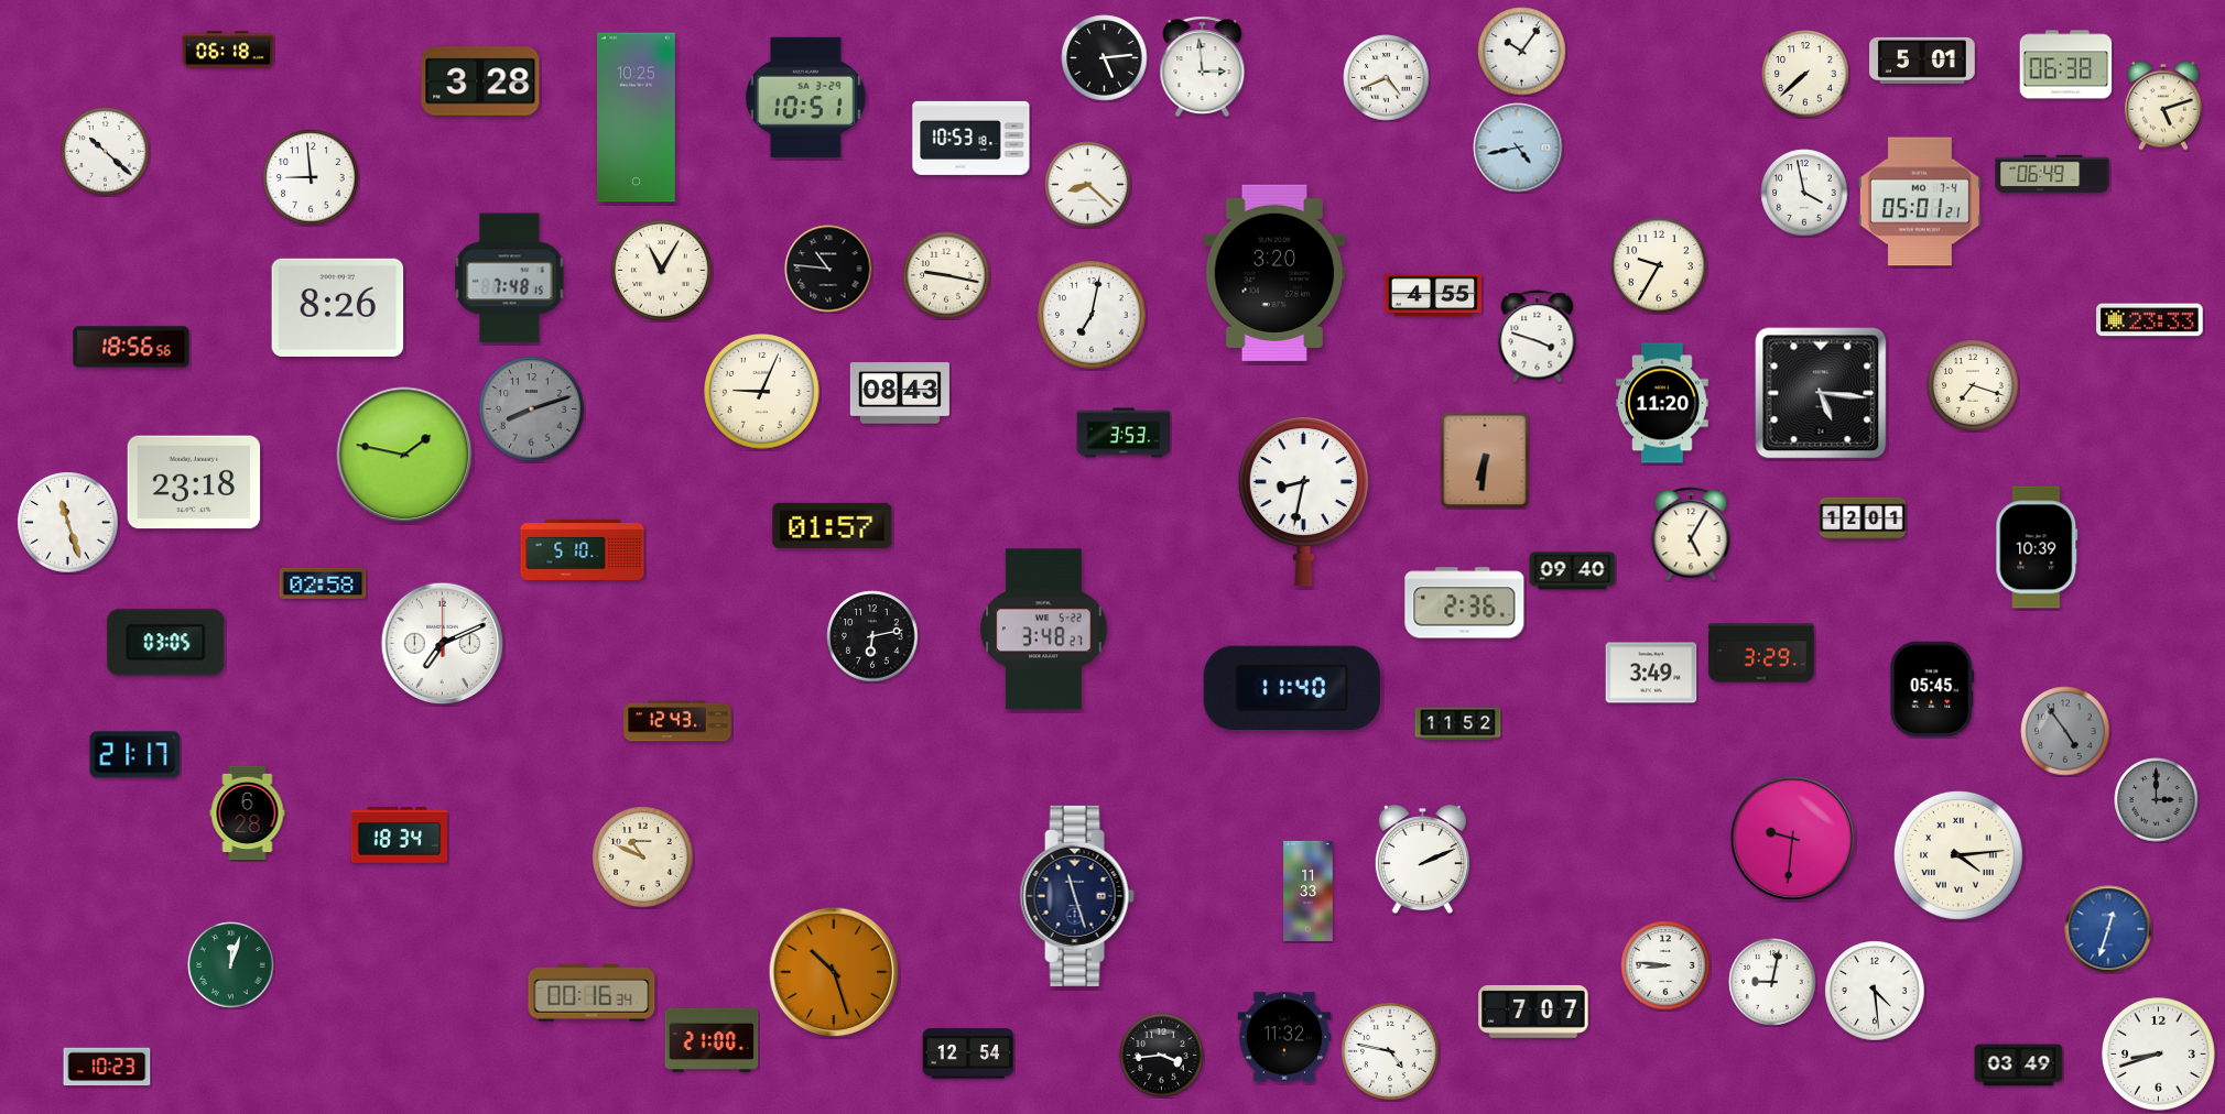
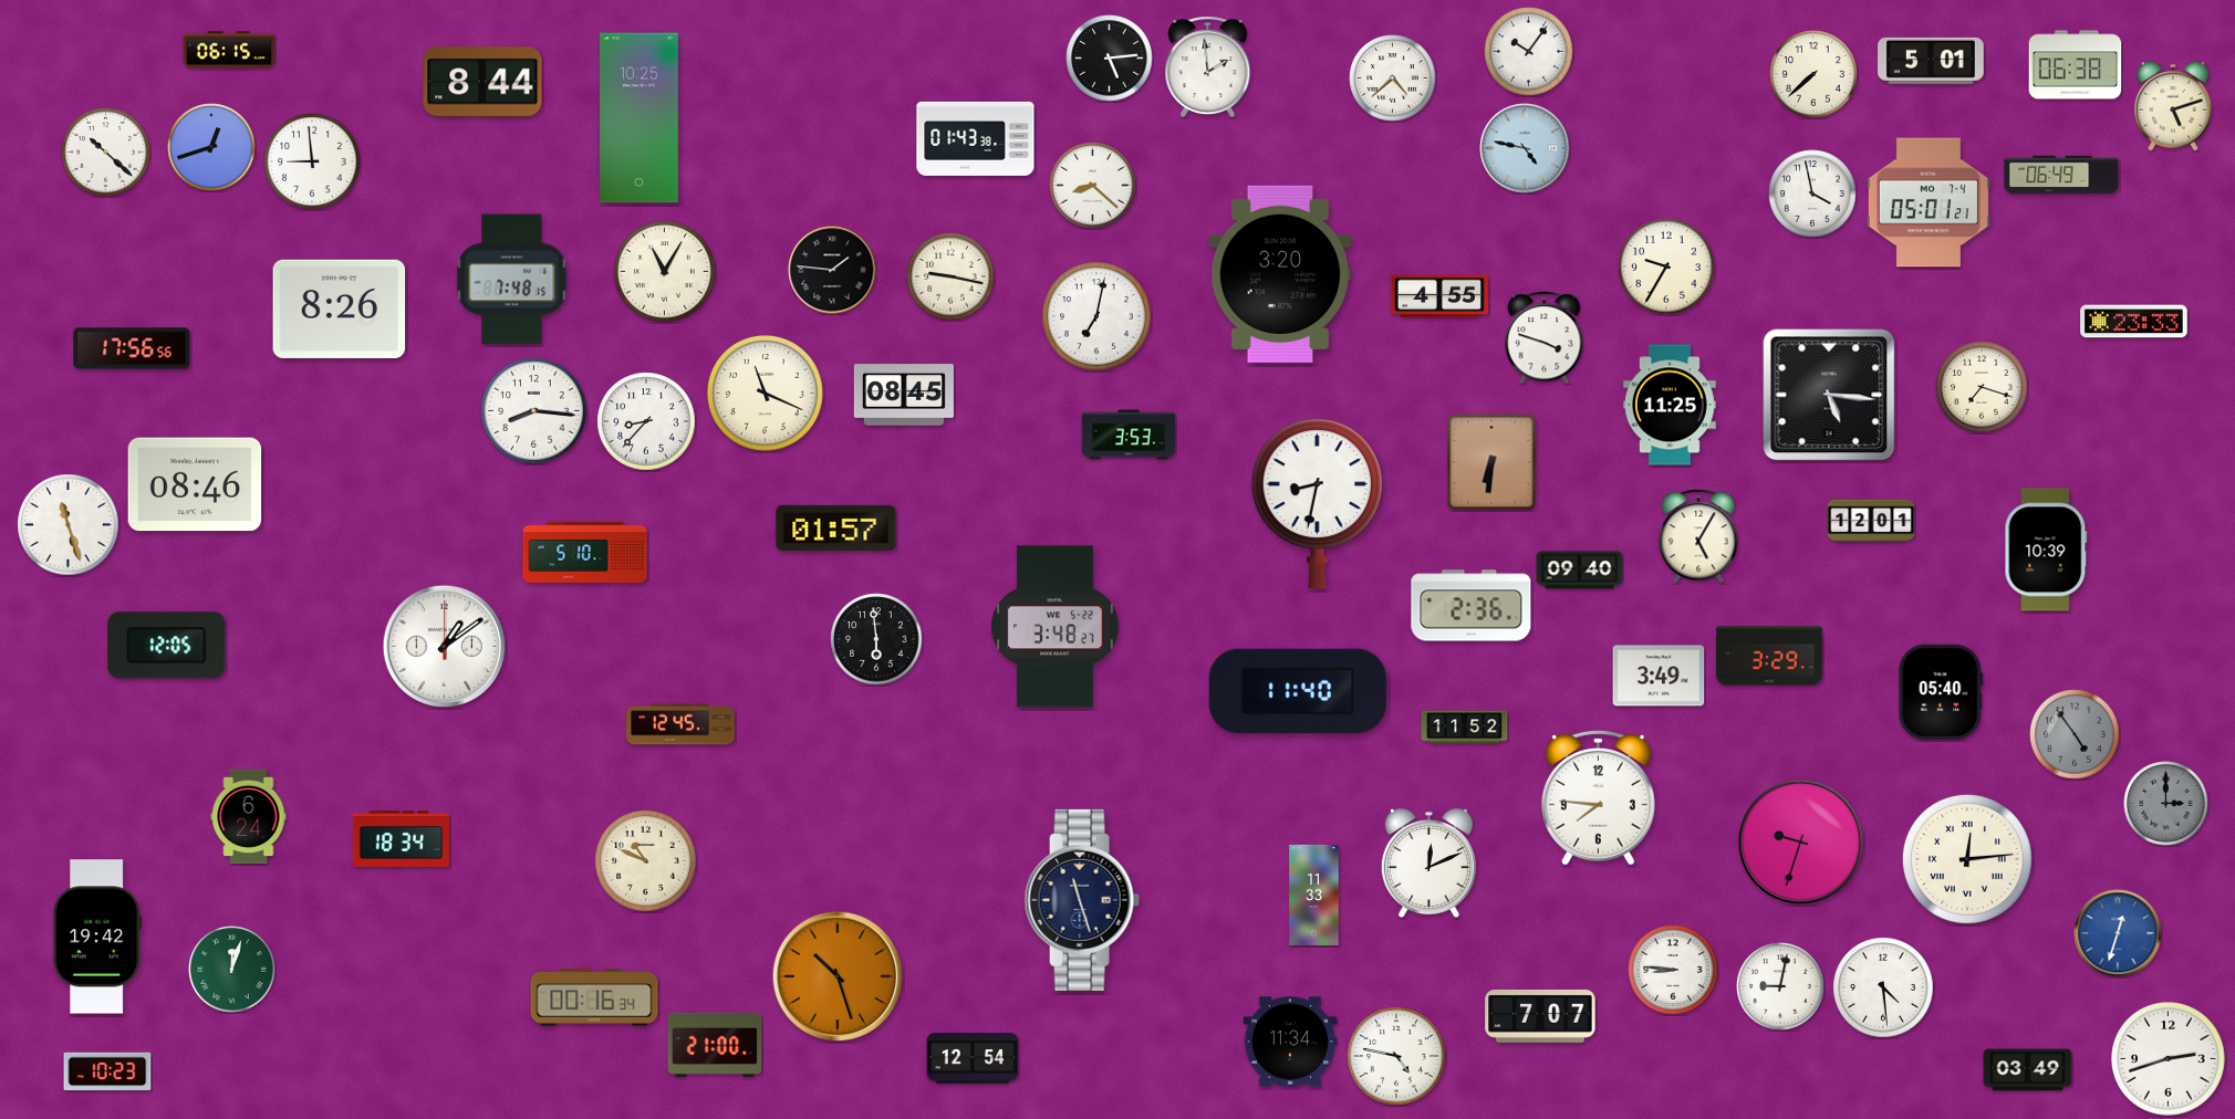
clock at (228, 50): 06:18 -> 06:15
clock at (1203, 67): 2:59 -> 1:59
clock at (1387, 78): 4:41 -> 4:38
clock at (480, 81): 3:28 -> 8:44
clock at (806, 97): 10:51 -> none
clock at (972, 138): 10:53 -> 01:43
clock at (211, 147): none -> 12:42
clock at (1518, 148): 4:43 -> 4:47
clock at (311, 177) position: (311, 177) -> (312, 161)
clock at (828, 269): 10:46 -> 1:46
clock at (2150, 320) position: (2150, 320) -> (2134, 322)
clock at (131, 347): 18:56 -> 17:56
clock at (762, 392): 9:04 -> 11:19
clock at (900, 393): 08:43 -> 08:45
clock at (1662, 403): 11:20 -> 11:25
clock at (532, 409): 8:12 -> 8:16
clock at (532, 409) dial: grey -> white
clock at (646, 421): none -> 8:37
clock at (404, 455): 1:47 -> none
clock at (194, 482): 23:18 -> 08:46
clock at (1303, 502) position: (1303, 502) -> (1317, 504)
clock at (1573, 571) position: (1573, 571) -> (1580, 571)
clock at (323, 583): 02:58 -> none
clock at (1044, 630) position: (1044, 630) -> (1056, 627)
clock at (872, 636): 6:13 -> 5:59
clock at (166, 643): 03:05 -> 12:05
clock at (443, 644): 7:11 -> 1:09
clock at (1932, 689): 05:45 -> 05:40
clock at (677, 721): 12:43 -> 12:45
clock at (135, 755): 21:17 -> none
clock at (1599, 798): none -> 7:46
clock at (248, 813): 6:28 -> 6:24
clock at (1793, 839): 9:31 -> 9:33
clock at (1958, 855): 4:14 -> 12:14
clock at (1422, 859): 2:11 -> 12:11
clock at (97, 937): none -> 19:42
clock at (1875, 991) position: (1875, 991) -> (1883, 987)
clock at (1284, 1037): 11:32 -> 11:34
clock at (2159, 1055): 8:42 -> 2:42
clock at (1162, 1056): 3:44 -> none
